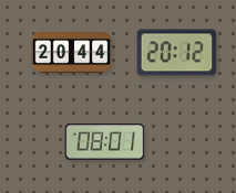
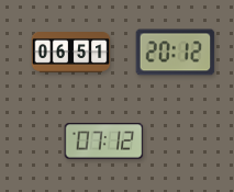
clock at (72, 53): 20:44 -> 06:51
clock at (105, 142): 08:01 -> 07:12
